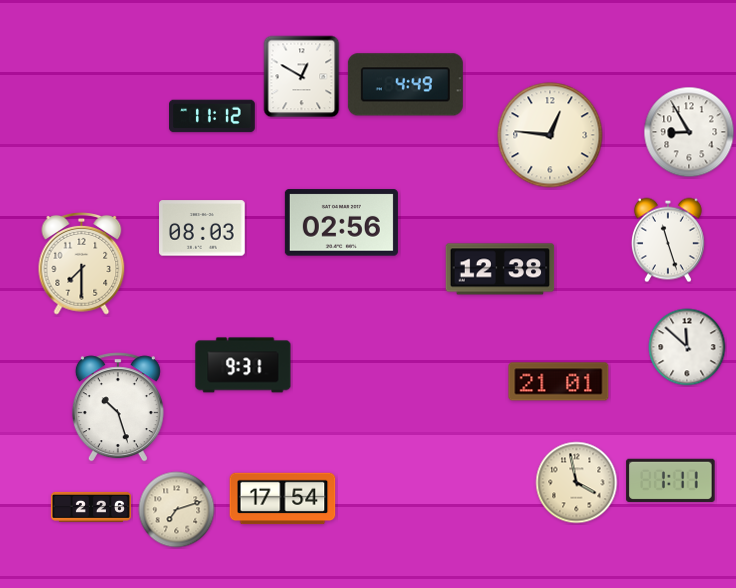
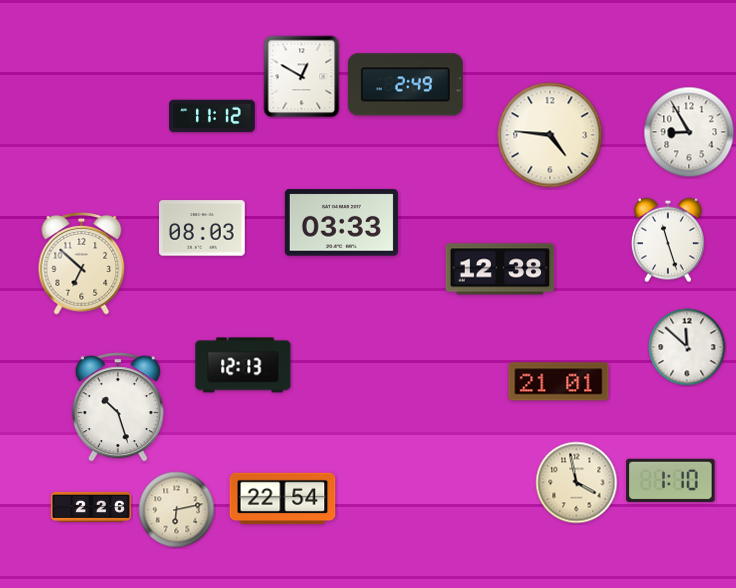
clock at (405, 85): 4:49 -> 2:49
clock at (550, 135): 12:46 -> 4:46
clock at (341, 223): 02:56 -> 03:33
clock at (82, 264): 7:30 -> 6:52
clock at (243, 365): 9:31 -> 12:13
clock at (671, 480): 1:11 -> 1:10
clock at (283, 499): 17:54 -> 22:54
clock at (177, 510): 7:12 -> 6:13
